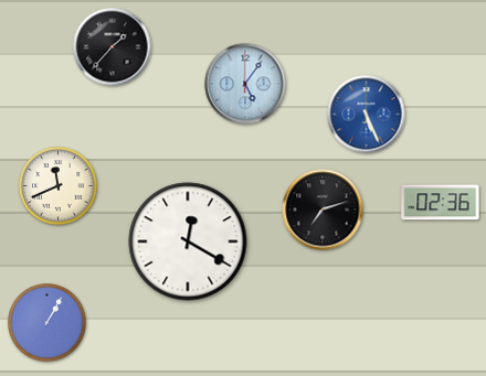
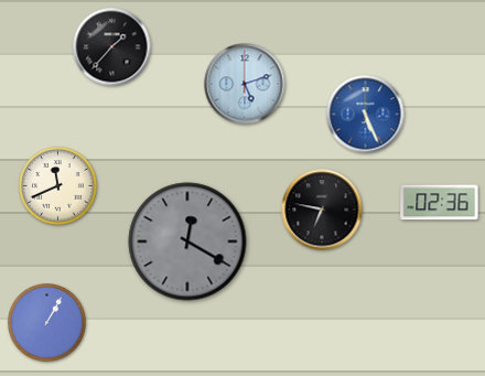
clock at (245, 84): 5:06 -> 5:12
clock at (323, 210): 7:12 -> 6:47
clock at (188, 241) dial: white -> grey
